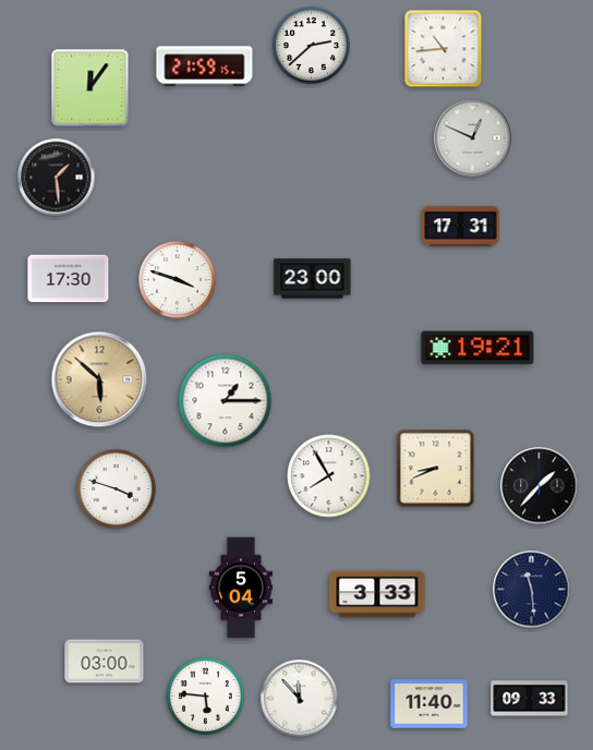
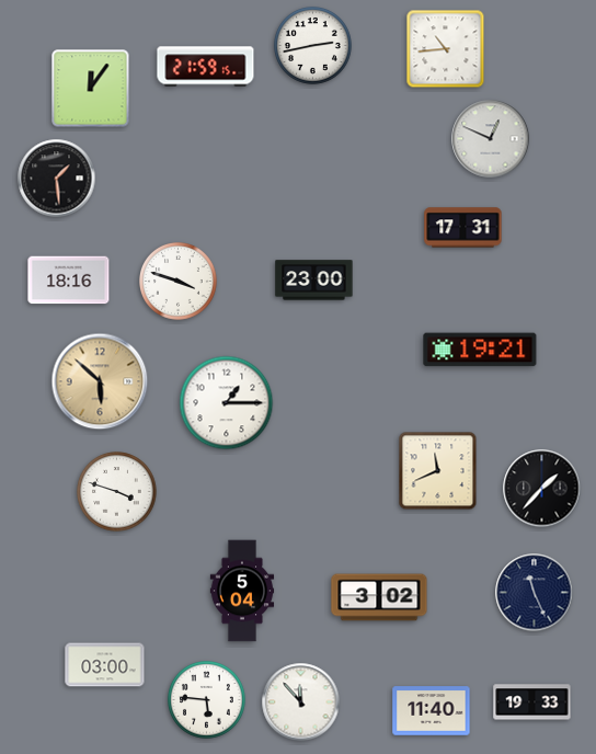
clock at (312, 46): 2:38 -> 2:43
clock at (473, 138) position: (473, 138) -> (491, 139)
clock at (69, 279): 17:30 -> 18:16
clock at (436, 469): 8:41 -> 11:41
clock at (329, 476): 7:55 -> none
clock at (532, 590): 11:29 -> 11:26
clock at (377, 594): 3:33 -> 3:02
clock at (530, 699): 09:33 -> 19:33
clock at (429, 704) position: (429, 704) -> (432, 711)
